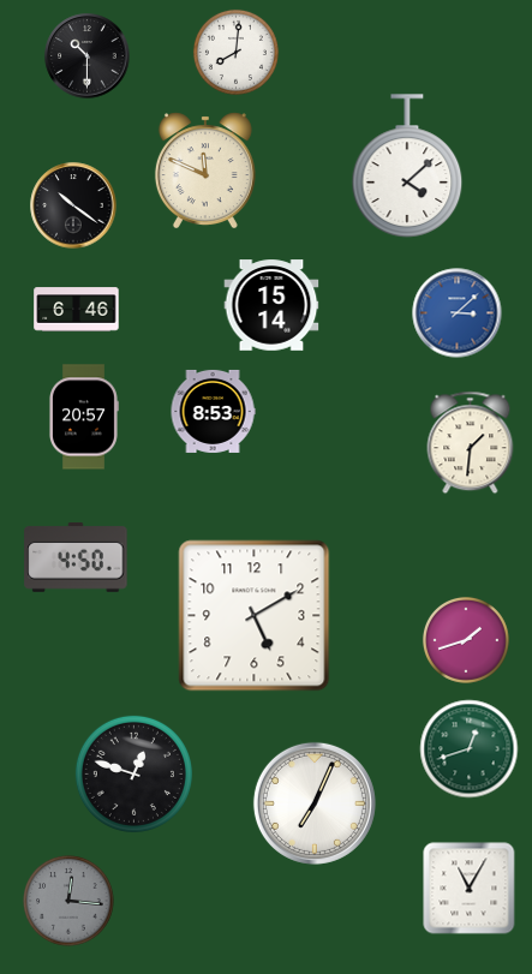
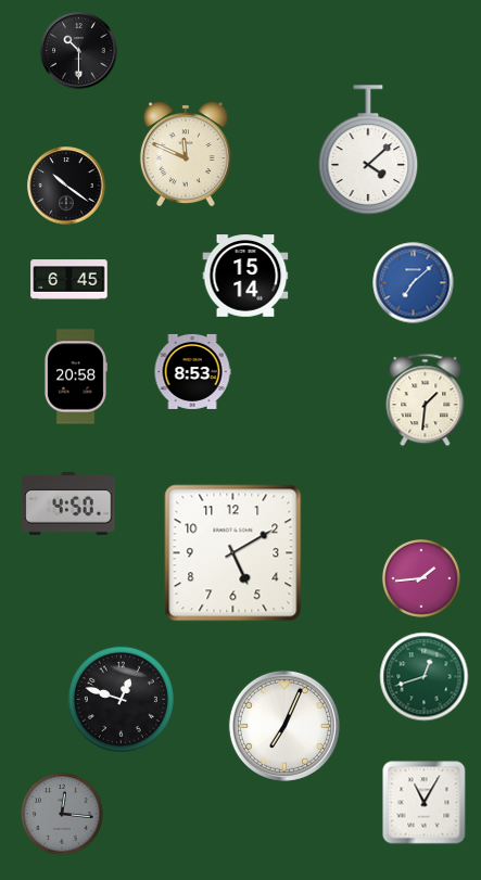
clock at (235, 52): 8:01 -> none
clock at (77, 310): 6:46 -> 6:45
clock at (458, 313): 3:08 -> 7:08
clock at (84, 417): 20:57 -> 20:58
clock at (255, 616) position: (255, 616) -> (233, 553)
clock at (466, 640): 1:42 -> 1:44
